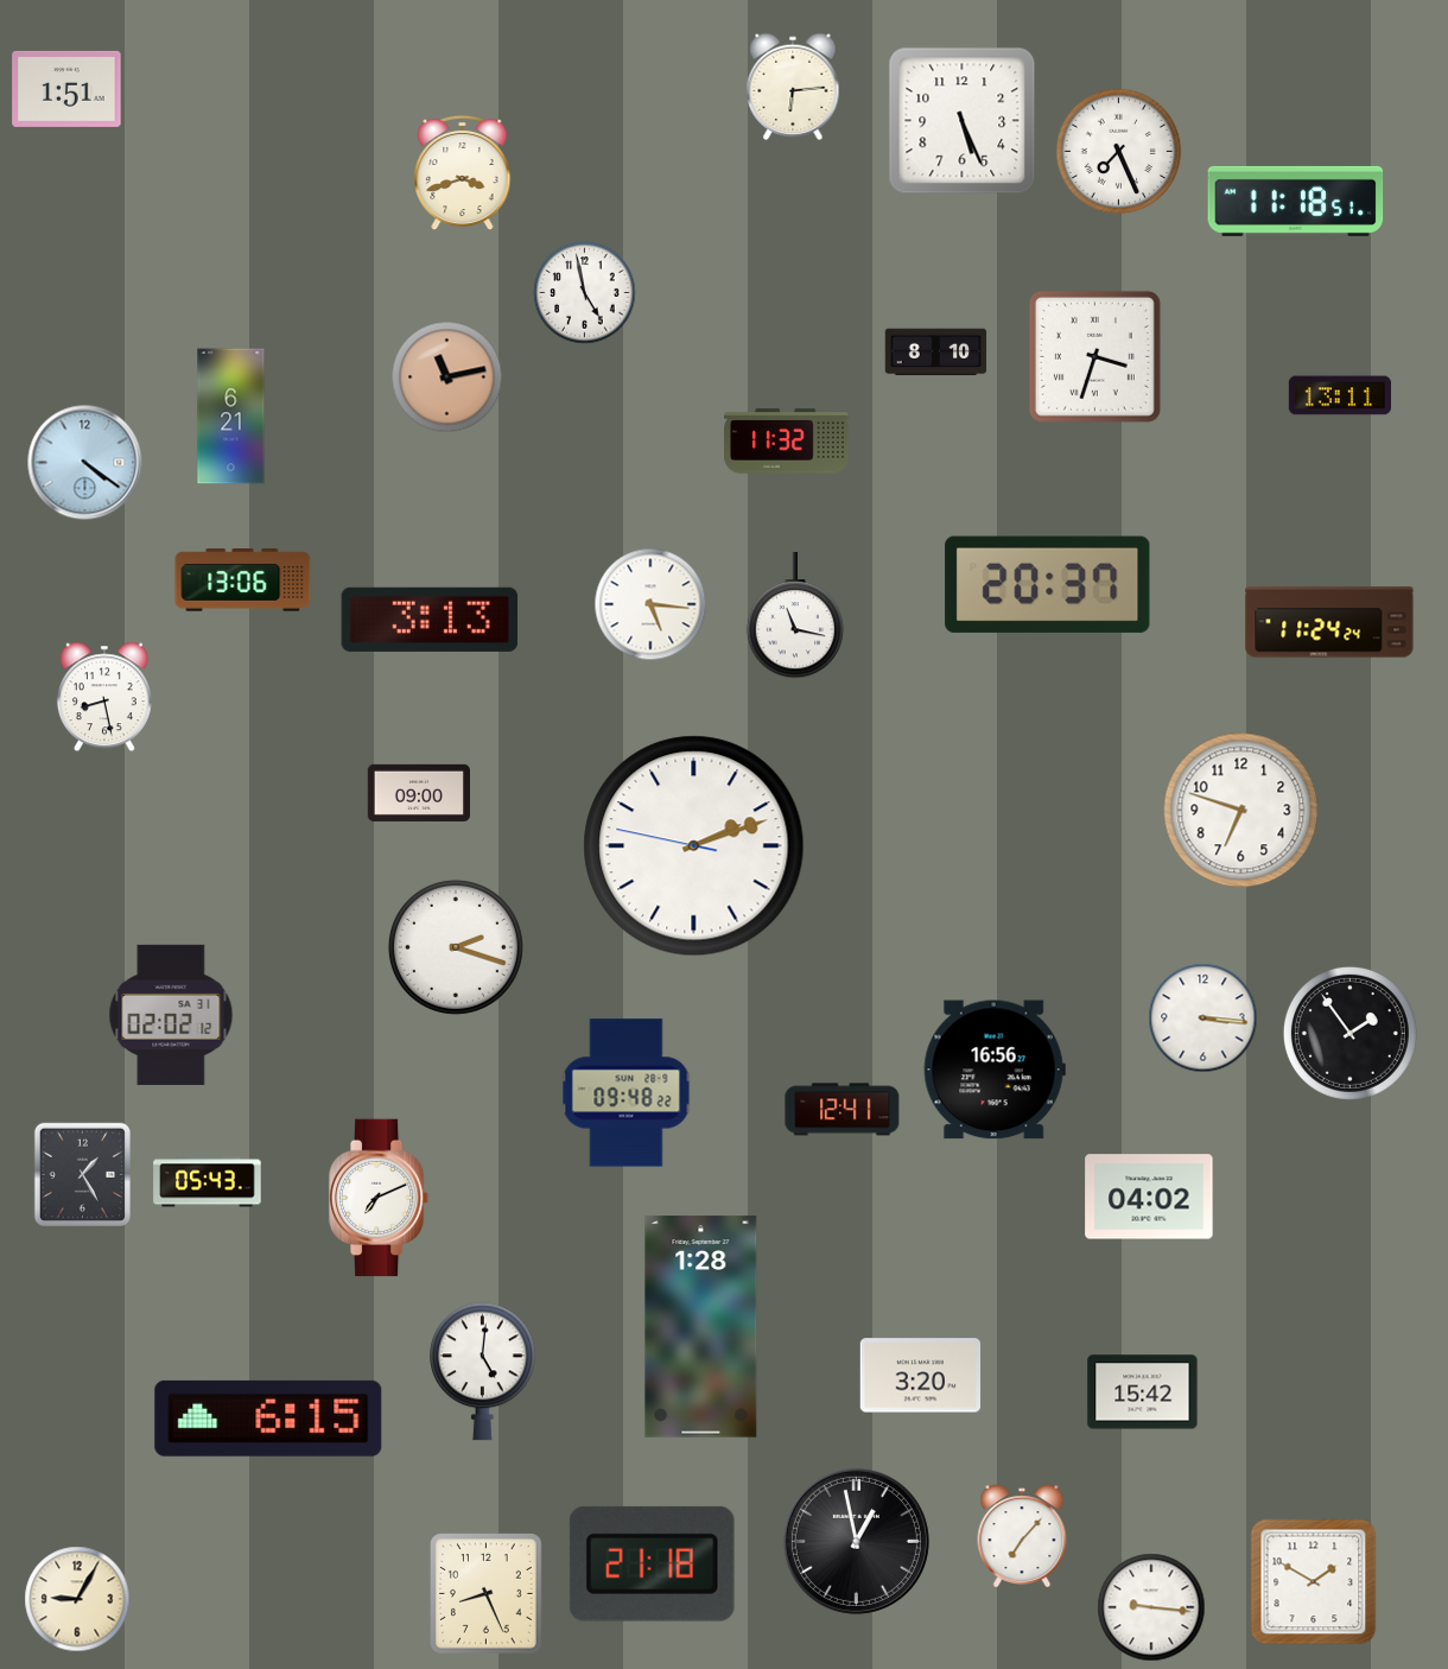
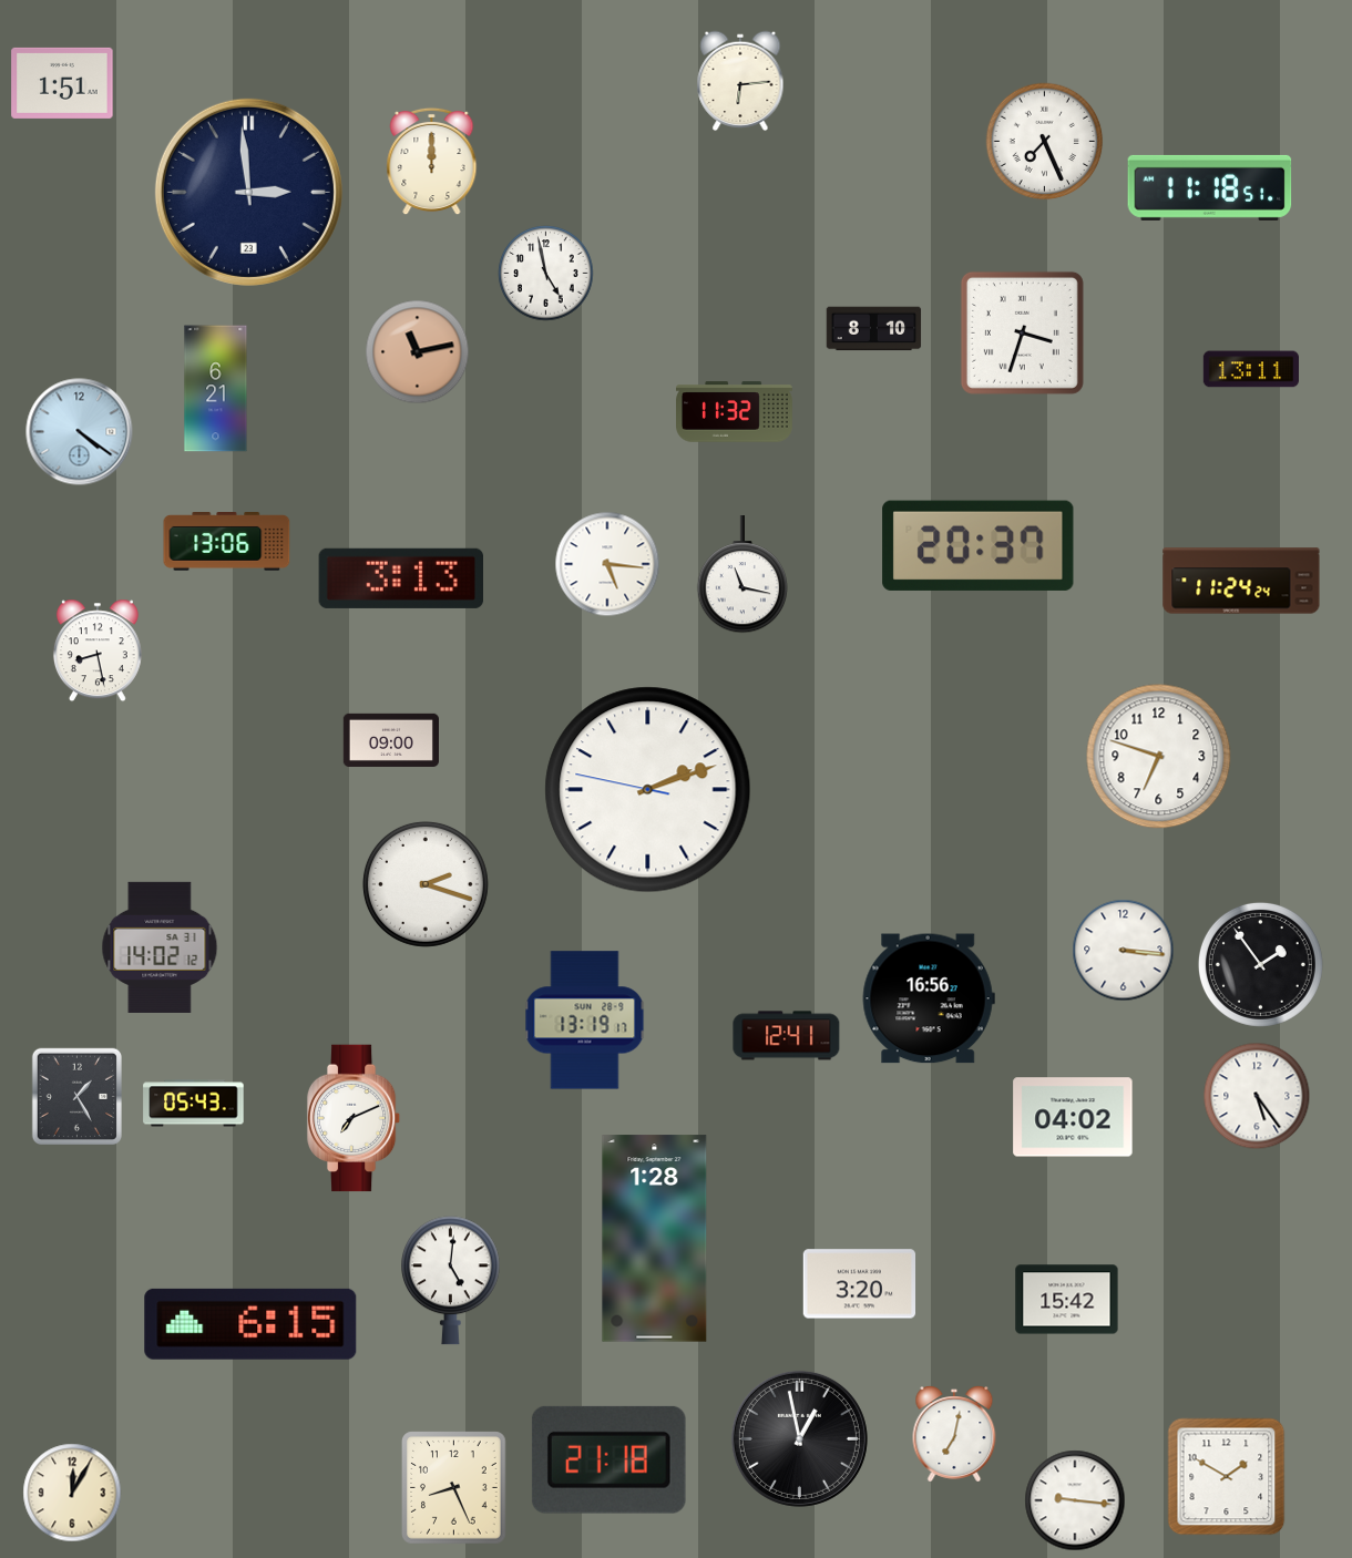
clock at (963, 121): 5:26 -> none
clock at (463, 173): 3:42 -> 12:00
clock at (248, 192): none -> 2:59
clock at (171, 1015): 02:02 -> 14:02
clock at (627, 1093): 09:48 -> 13:19
clock at (1257, 1096): none -> 5:24
clock at (1022, 1536): 7:07 -> 7:02
clock at (77, 1599): 9:05 -> 12:05
